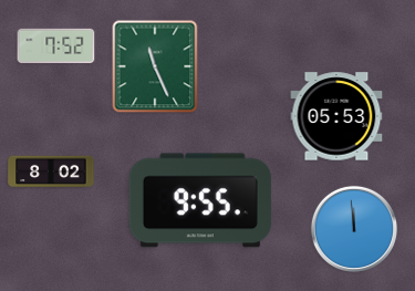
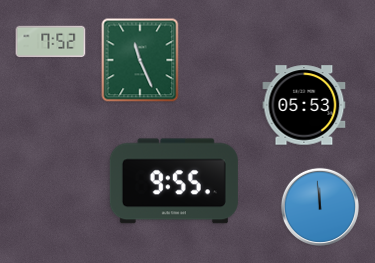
clock at (51, 172): 8:02 -> none
clock at (200, 200) position: (200, 200) -> (174, 181)
